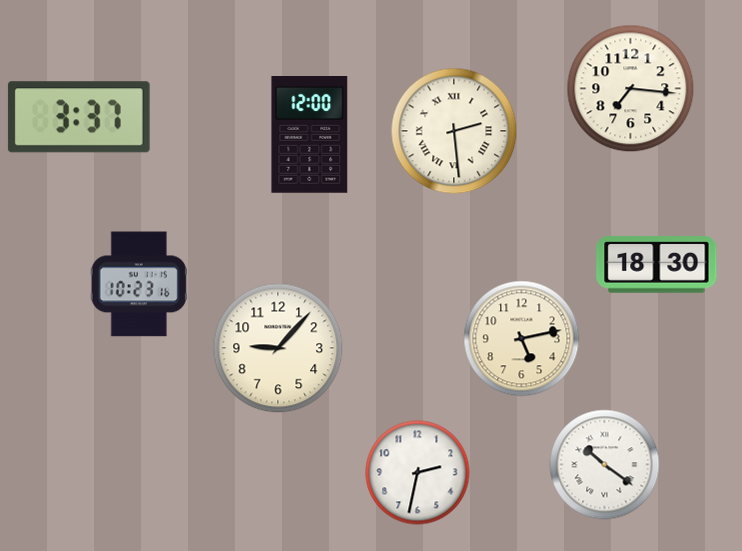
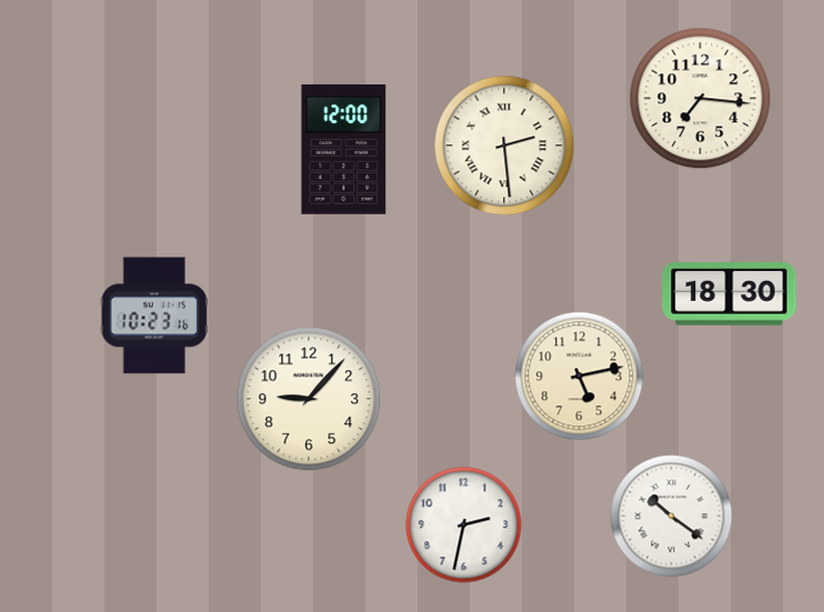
clock at (79, 117): 3:37 -> none
clock at (278, 348) position: (278, 348) -> (309, 399)
